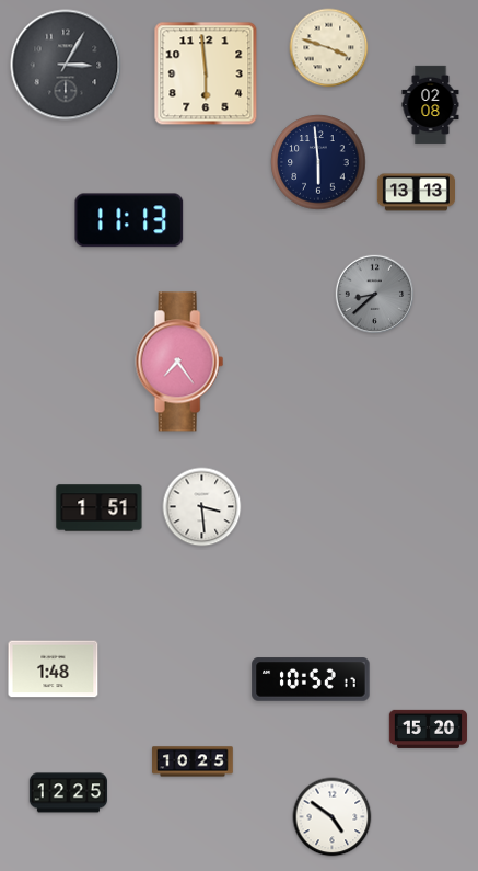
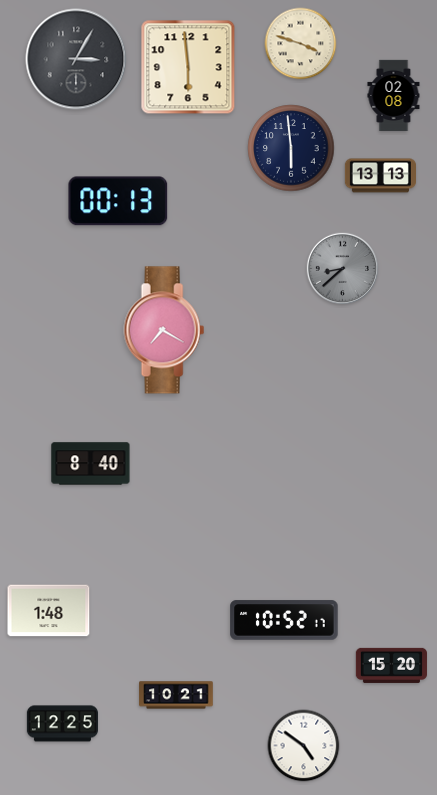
clock at (66, 65) position: (66, 65) -> (76, 59)
clock at (129, 220): 11:13 -> 00:13
clock at (179, 362): 7:24 -> 7:20
clock at (202, 507): 3:29 -> none
clock at (100, 508): 1:51 -> 8:40
clock at (193, 761): 10:25 -> 10:21
